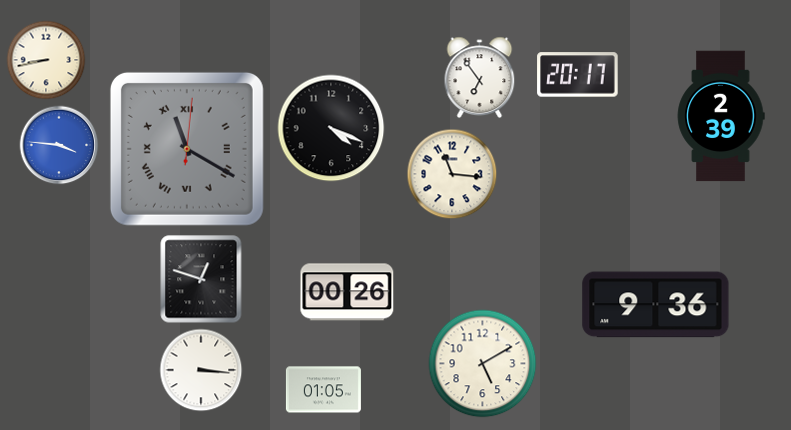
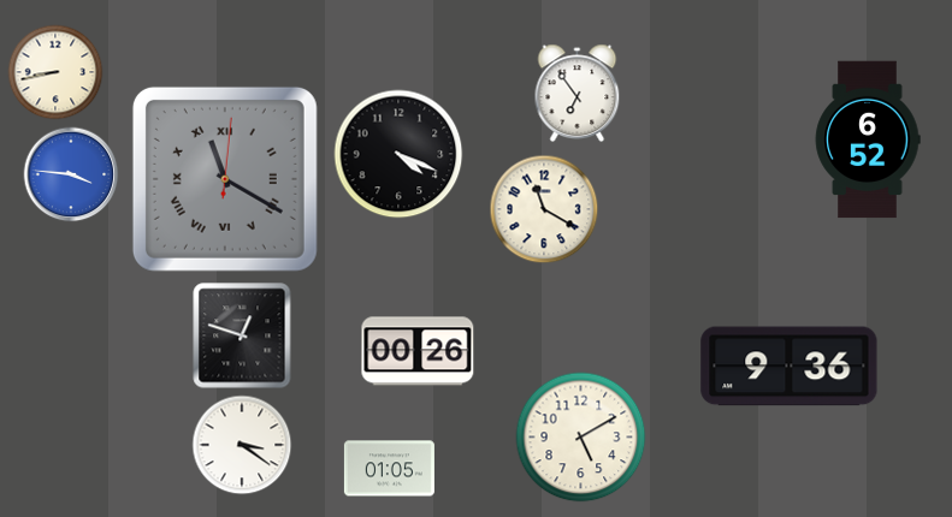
clock at (578, 75): 20:17 -> none
clock at (721, 116): 2:39 -> 6:52
clock at (452, 174): 11:16 -> 11:20
clock at (201, 370): 3:16 -> 3:21
